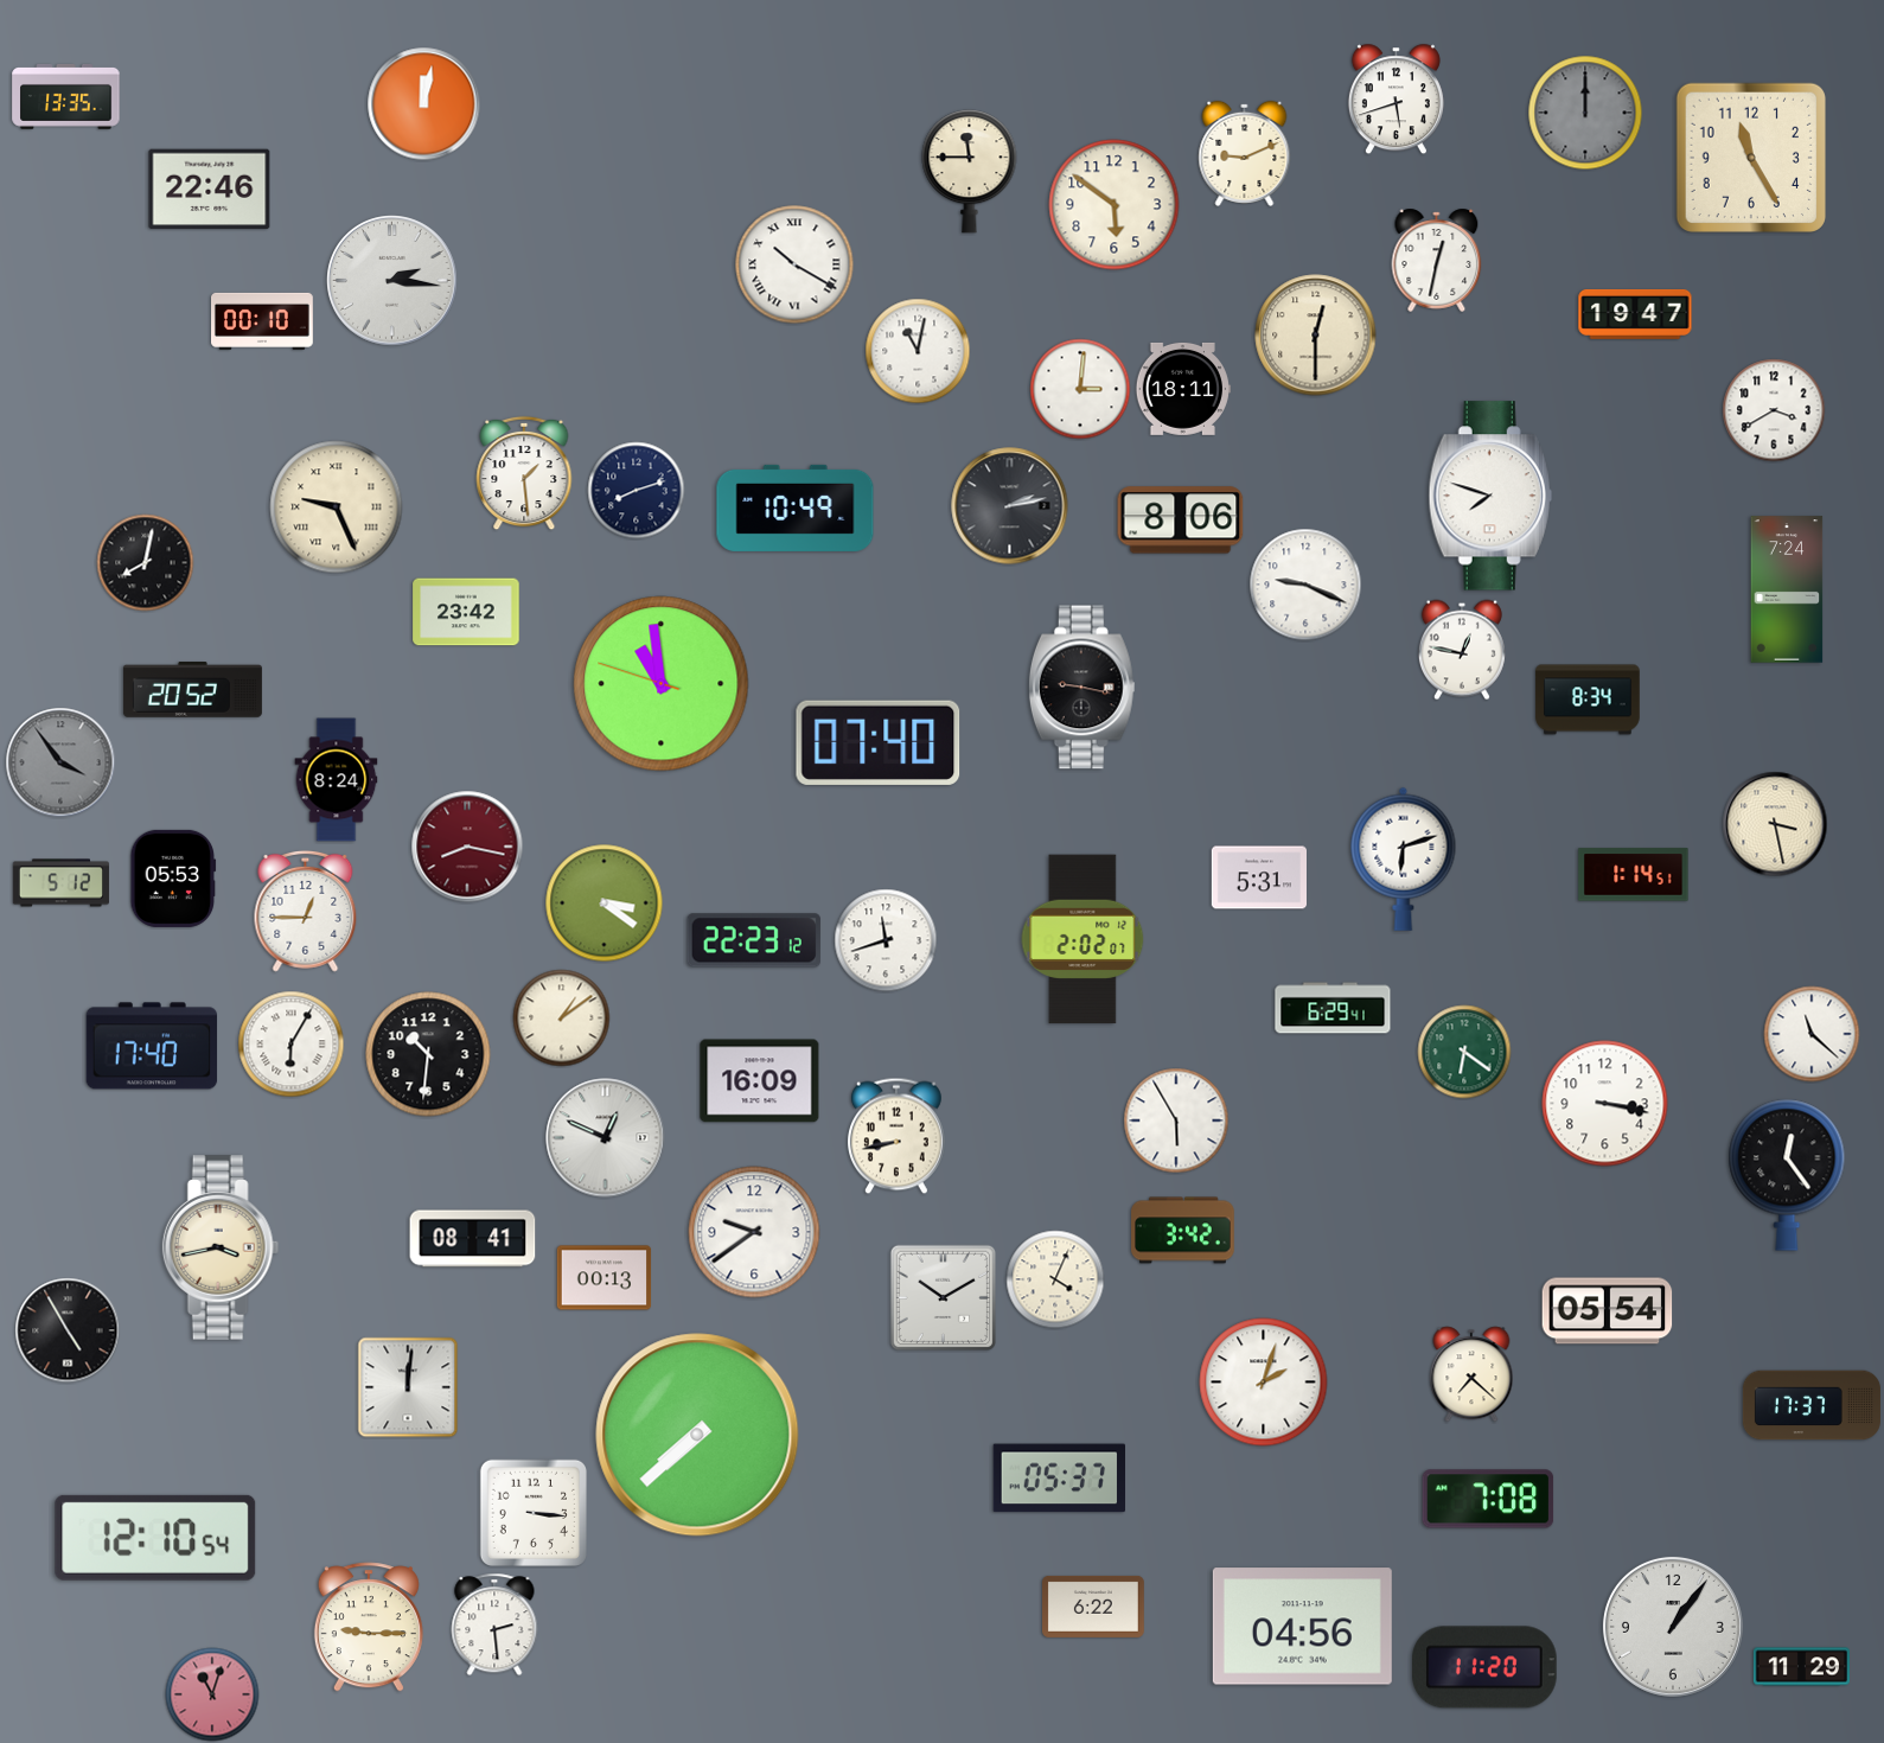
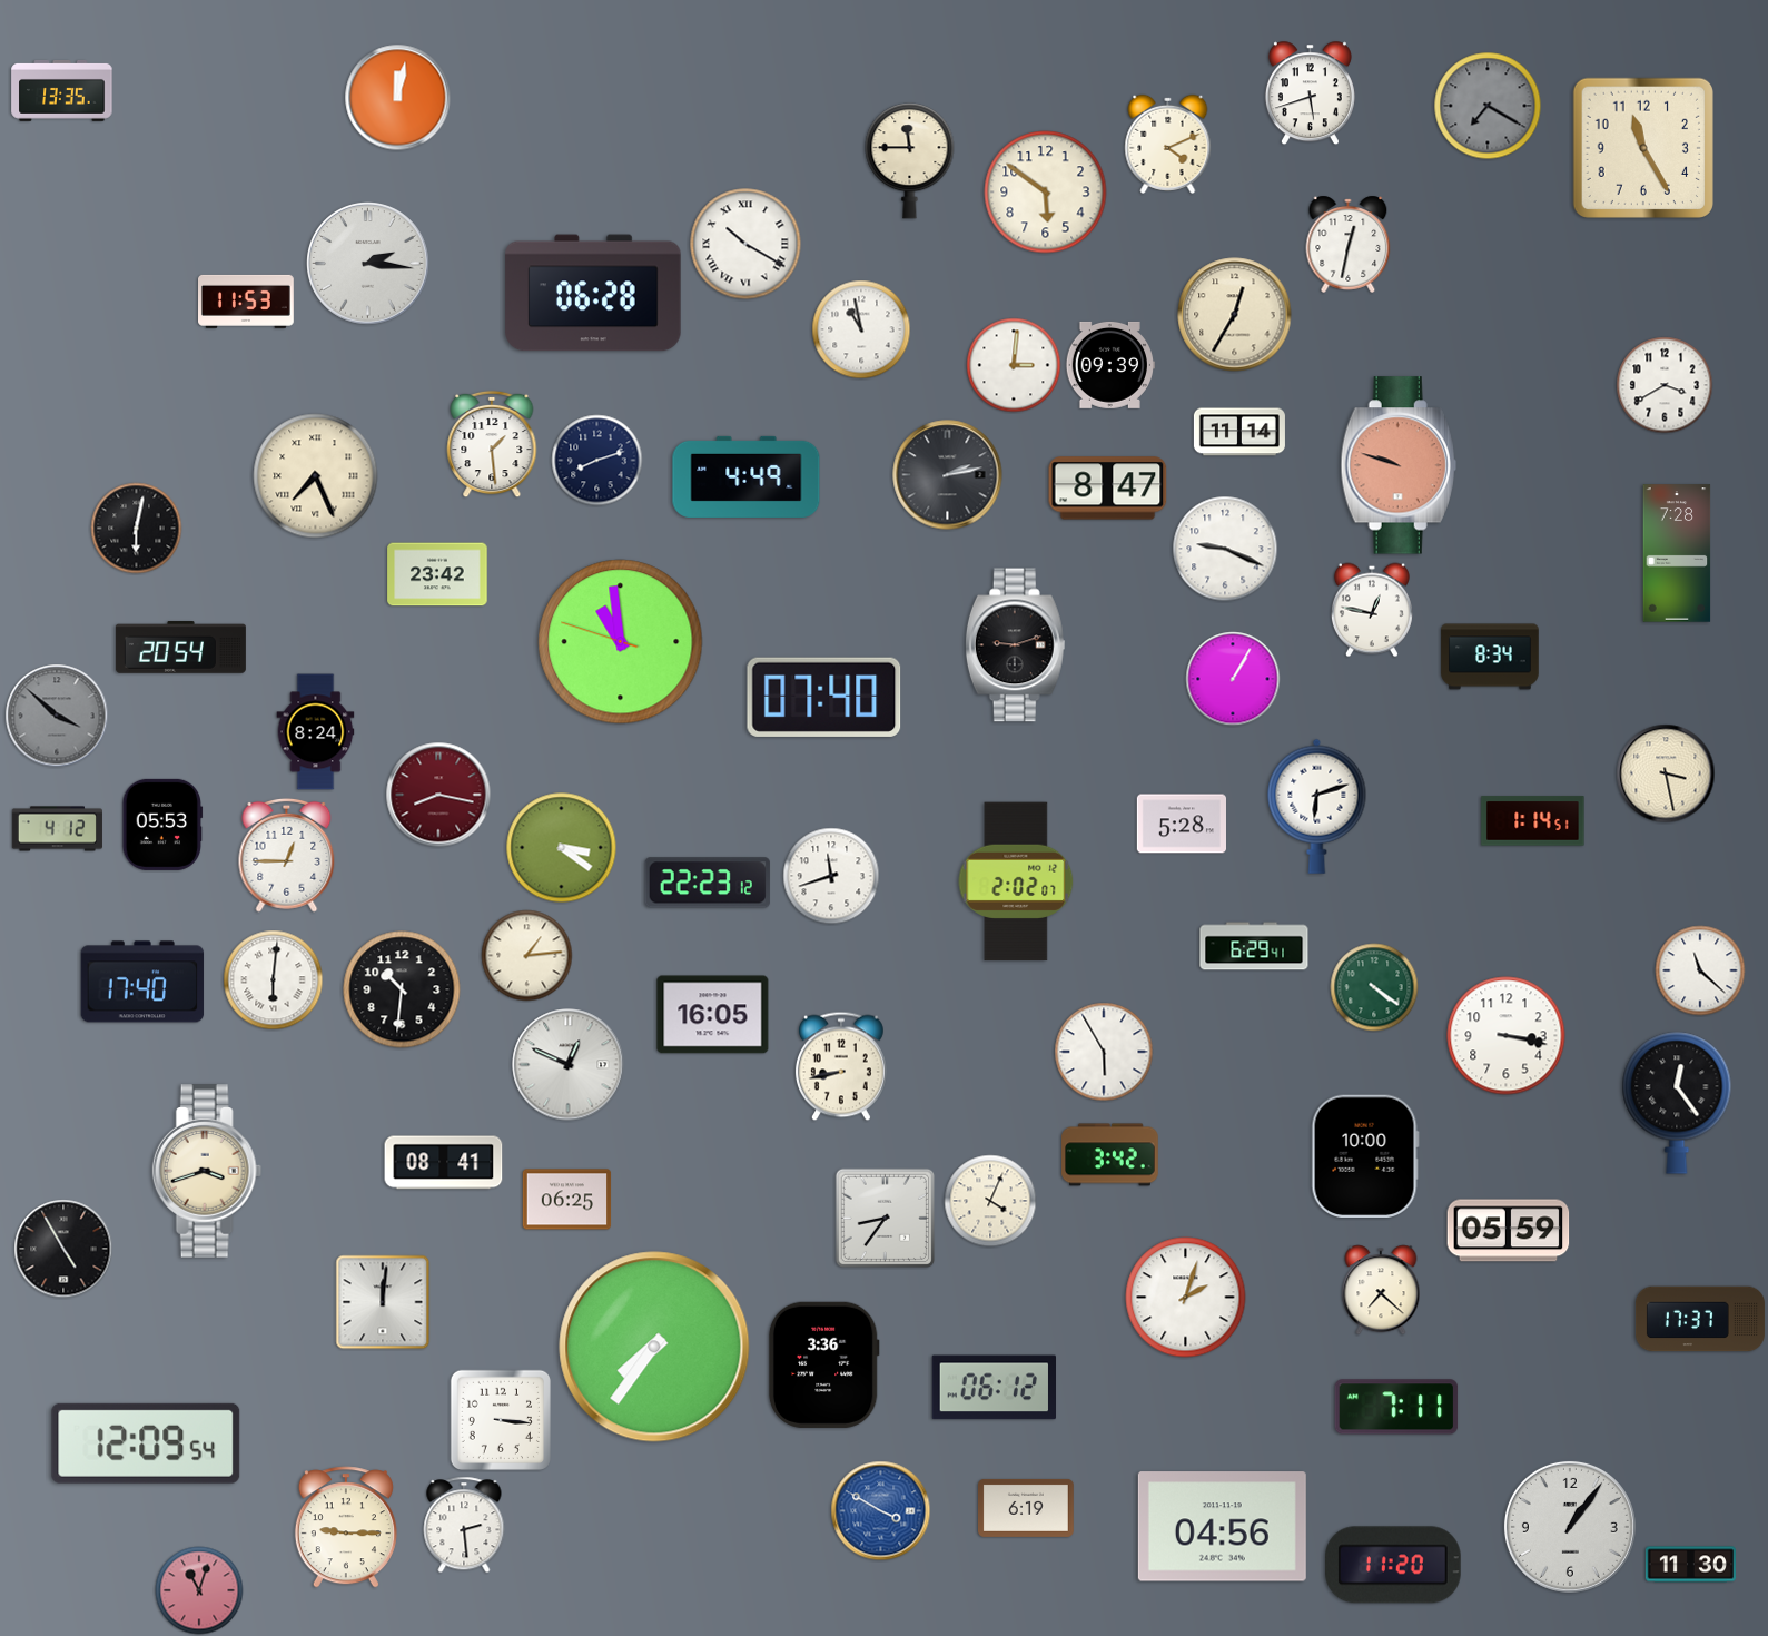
clock at (1585, 113): 12:00 -> 7:20
clock at (1245, 153): 9:11 -> 4:11
clock at (210, 190): 22:46 -> none
clock at (794, 264) position: (794, 264) -> (745, 244)
clock at (593, 293): none -> 06:28
clock at (1635, 314): 19:47 -> none
clock at (263, 321): 00:10 -> 11:53
clock at (1316, 336): 12:30 -> 12:35
clock at (918, 351): 11:02 -> 10:58
clock at (1183, 389): 18:11 -> 09:39
clock at (1239, 432): none -> 11:14
clock at (1490, 496): 7:48 -> 9:48
clock at (1490, 496) dial: white -> salmon
clock at (337, 507): 9:26 -> 7:26
clock at (796, 507): 10:49 -> 4:49
clock at (1181, 521): 8:06 -> 8:47
clock at (146, 563): 8:02 -> 6:02
clock at (1787, 589): 7:24 -> 7:28
clock at (1081, 688): 9:17 -> 9:12
clock at (192, 690): 20:52 -> 20:54
clock at (1233, 679): none -> 1:05
clock at (60, 762): 3:54 -> 3:52
clock at (1258, 877): 5:31 -> 5:28
clock at (60, 883): 5:12 -> 4:12
clock at (605, 904) position: (605, 904) -> (562, 848)
clock at (886, 940) position: (886, 940) -> (831, 876)
clock at (1333, 1008) position: (1333, 1008) -> (1254, 946)
clock at (562, 1019): 1:09 -> 1:14
clock at (292, 1045): 6:05 -> 6:01
clock at (1464, 1052): 6:21 -> 4:21
clock at (760, 1081): 16:09 -> 16:05
clock at (606, 1138) position: (606, 1138) -> (569, 1065)
clock at (1365, 1155): none -> 10:00
clock at (754, 1232): 9:39 -> none
clock at (221, 1247): 3:43 -> 3:42
clock at (605, 1278): 00:13 -> 06:25
clock at (944, 1298): 10:10 -> 8:36
clock at (1608, 1311): 05:54 -> 05:59
clock at (697, 1435): 7:38 -> 7:36
clock at (823, 1364): none -> 3:36
clock at (1059, 1479): 05:37 -> 06:12
clock at (1488, 1499): 7:08 -> 7:11
clock at (155, 1538): 12:10 -> 12:09
clock at (1094, 1607): 6:22 -> 6:19
clock at (881, 1511): none -> 3:50
clock at (1801, 1667): 11:29 -> 11:30
